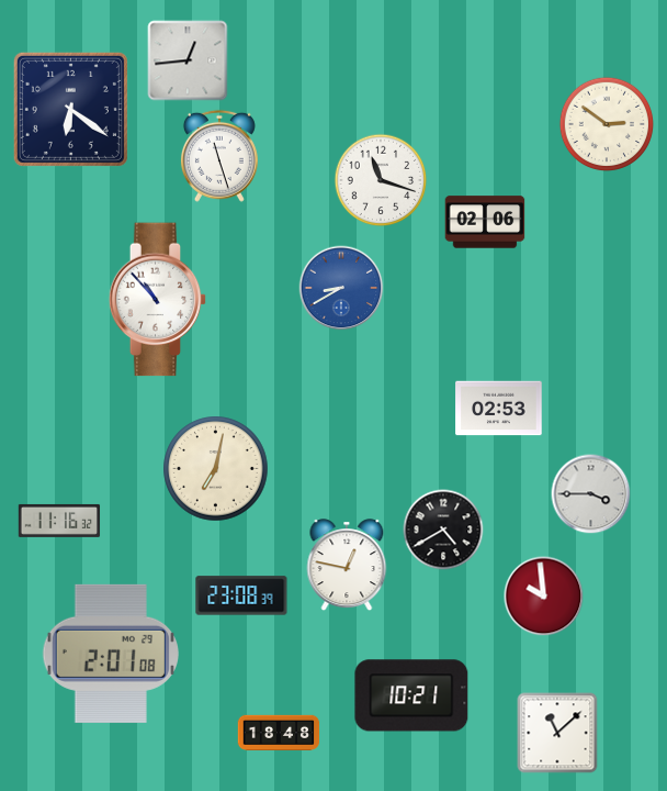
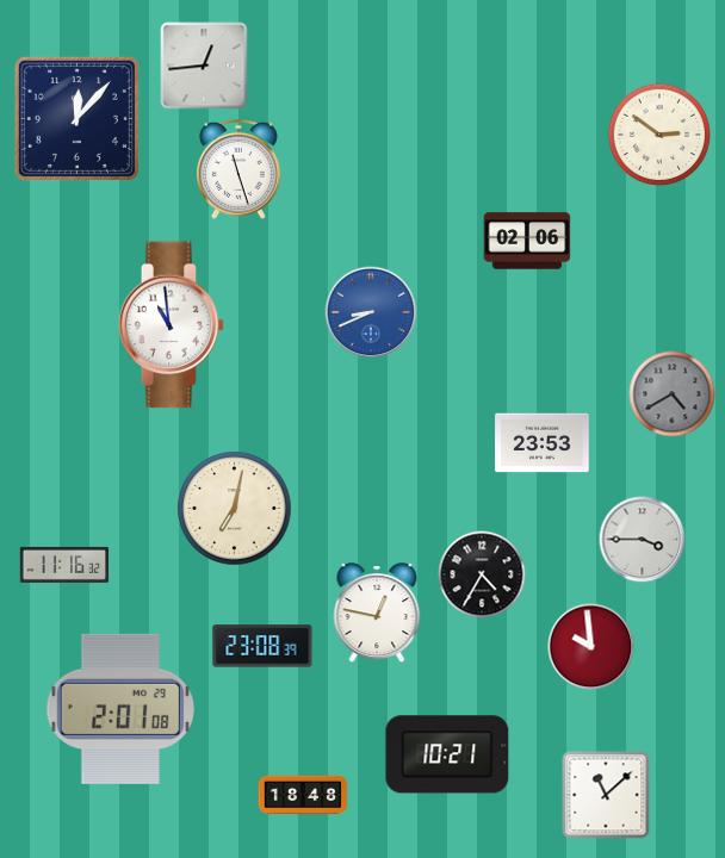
clock at (70, 109): 6:21 -> 12:07
clock at (381, 180): 11:18 -> none
clock at (341, 288): 8:40 -> 8:41
clock at (158, 300): 10:53 -> 10:59
clock at (673, 394): none -> 4:40
clock at (499, 409): 02:53 -> 23:53
clock at (591, 494) position: (591, 494) -> (643, 540)
clock at (443, 530): 4:40 -> 4:35
